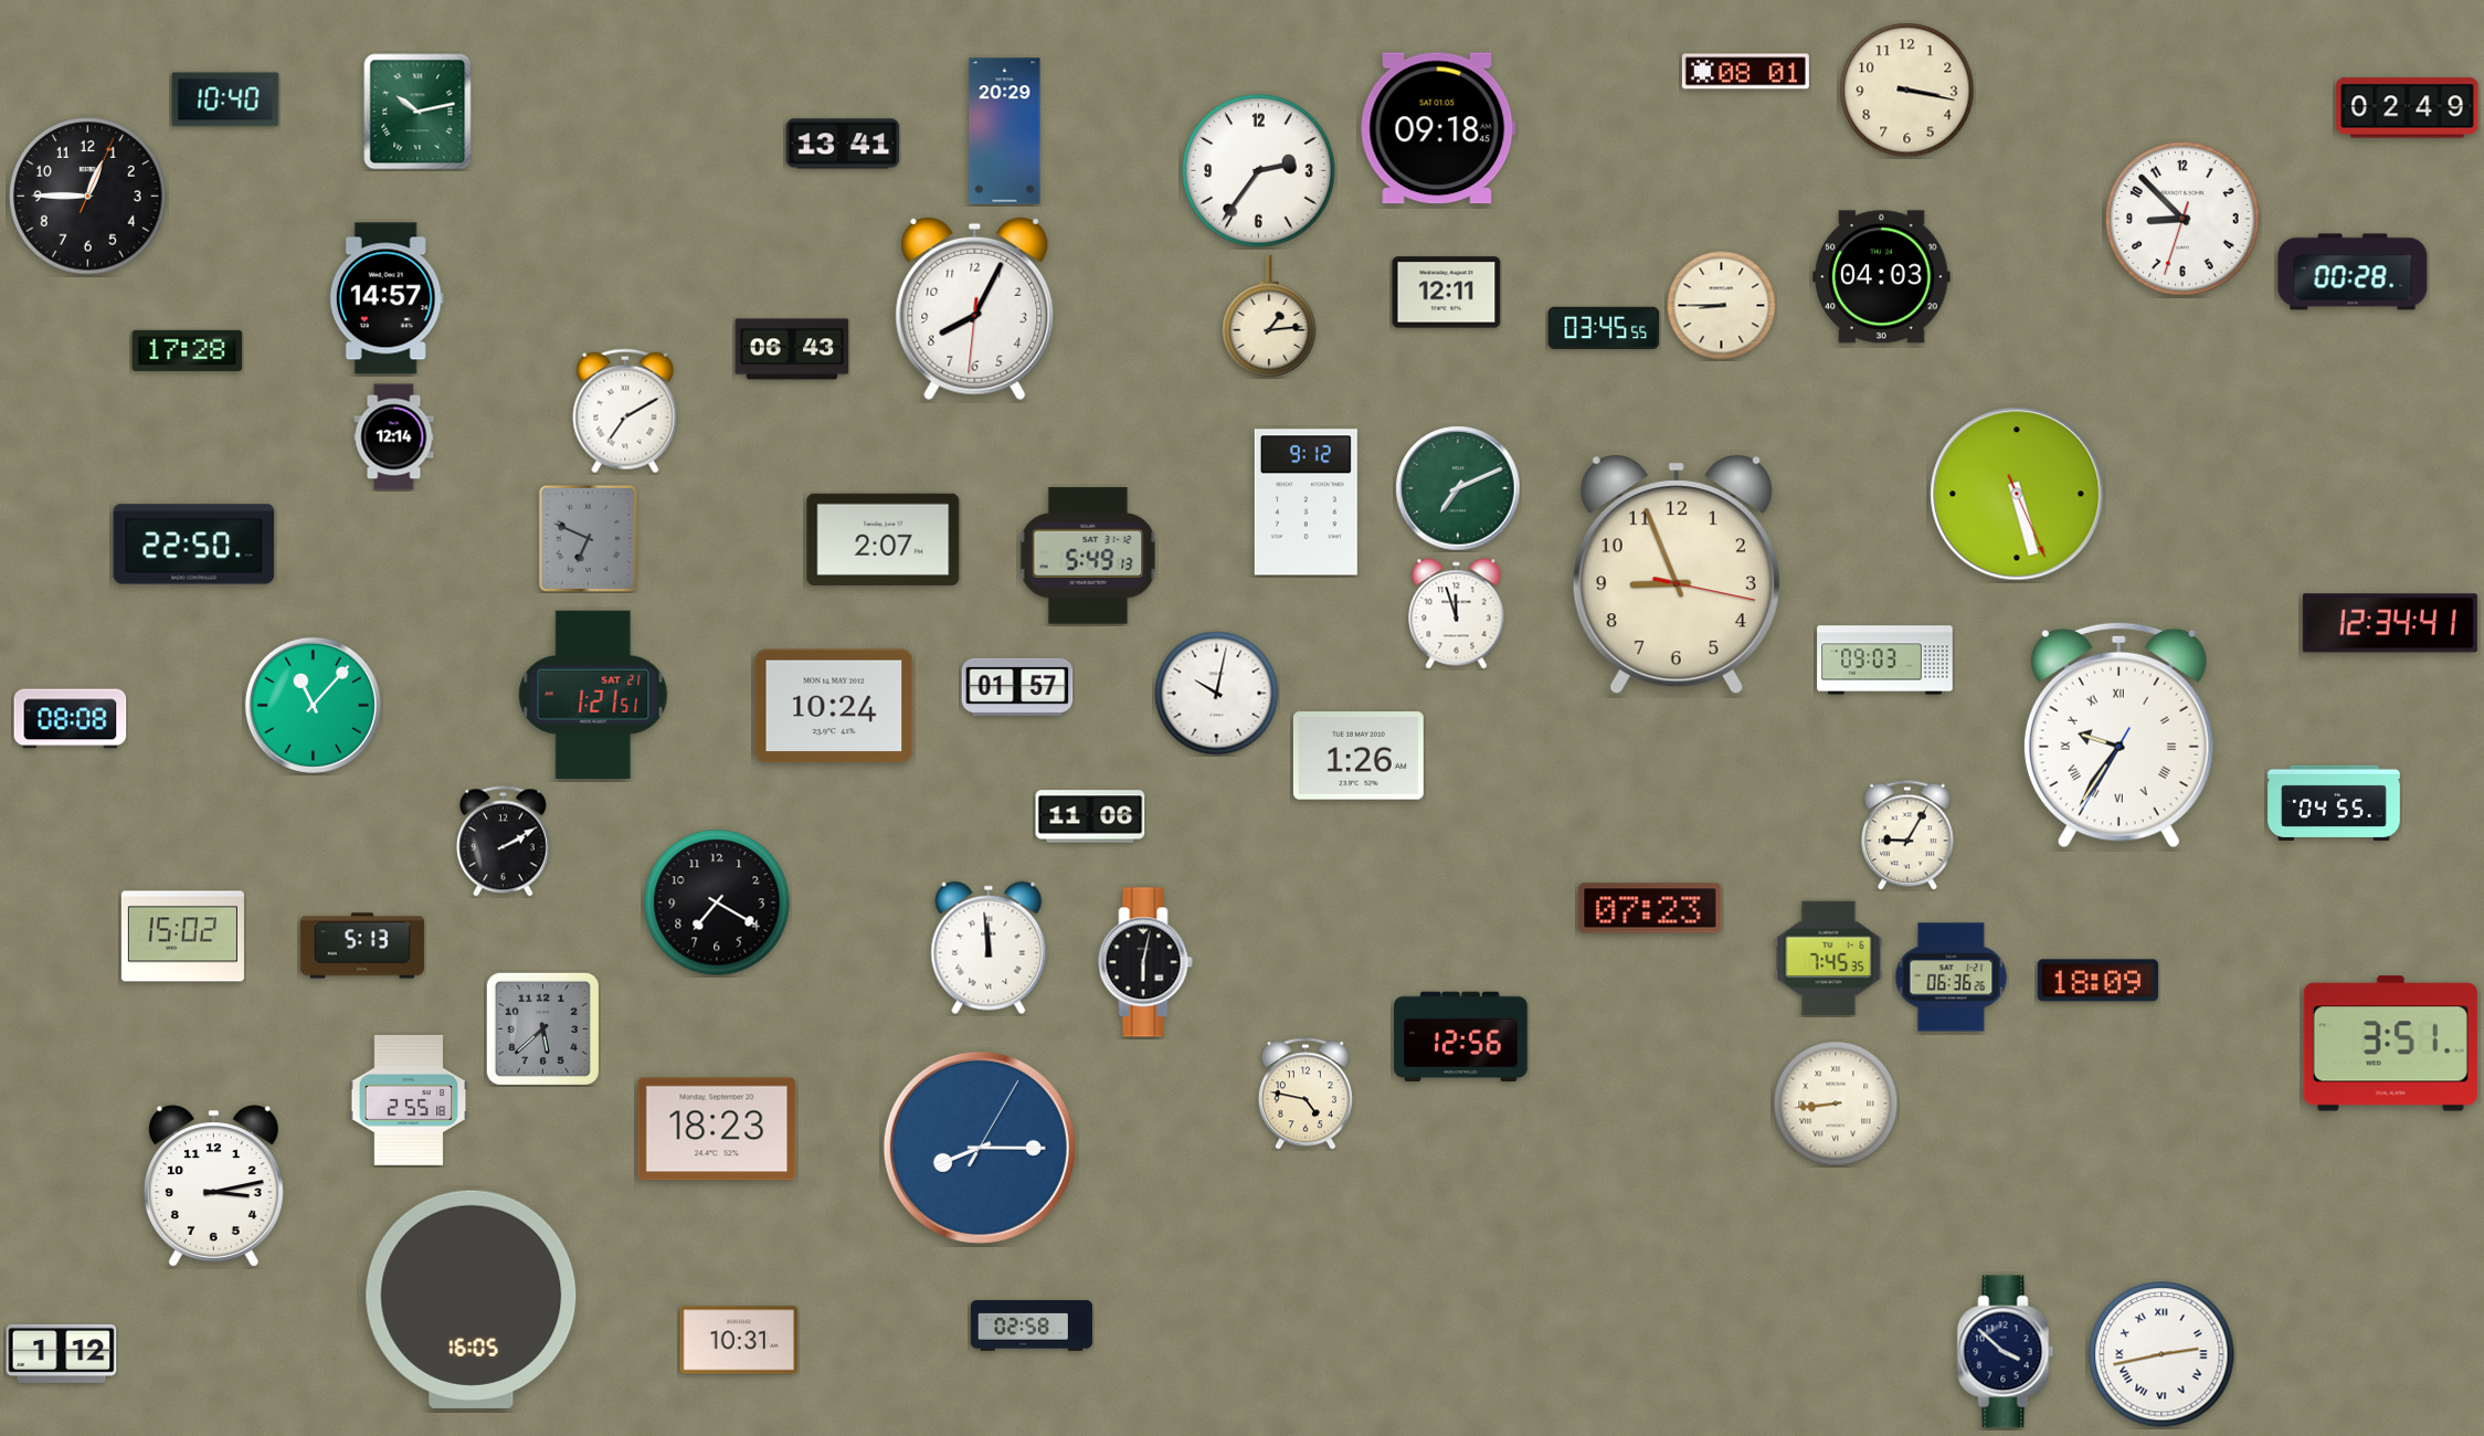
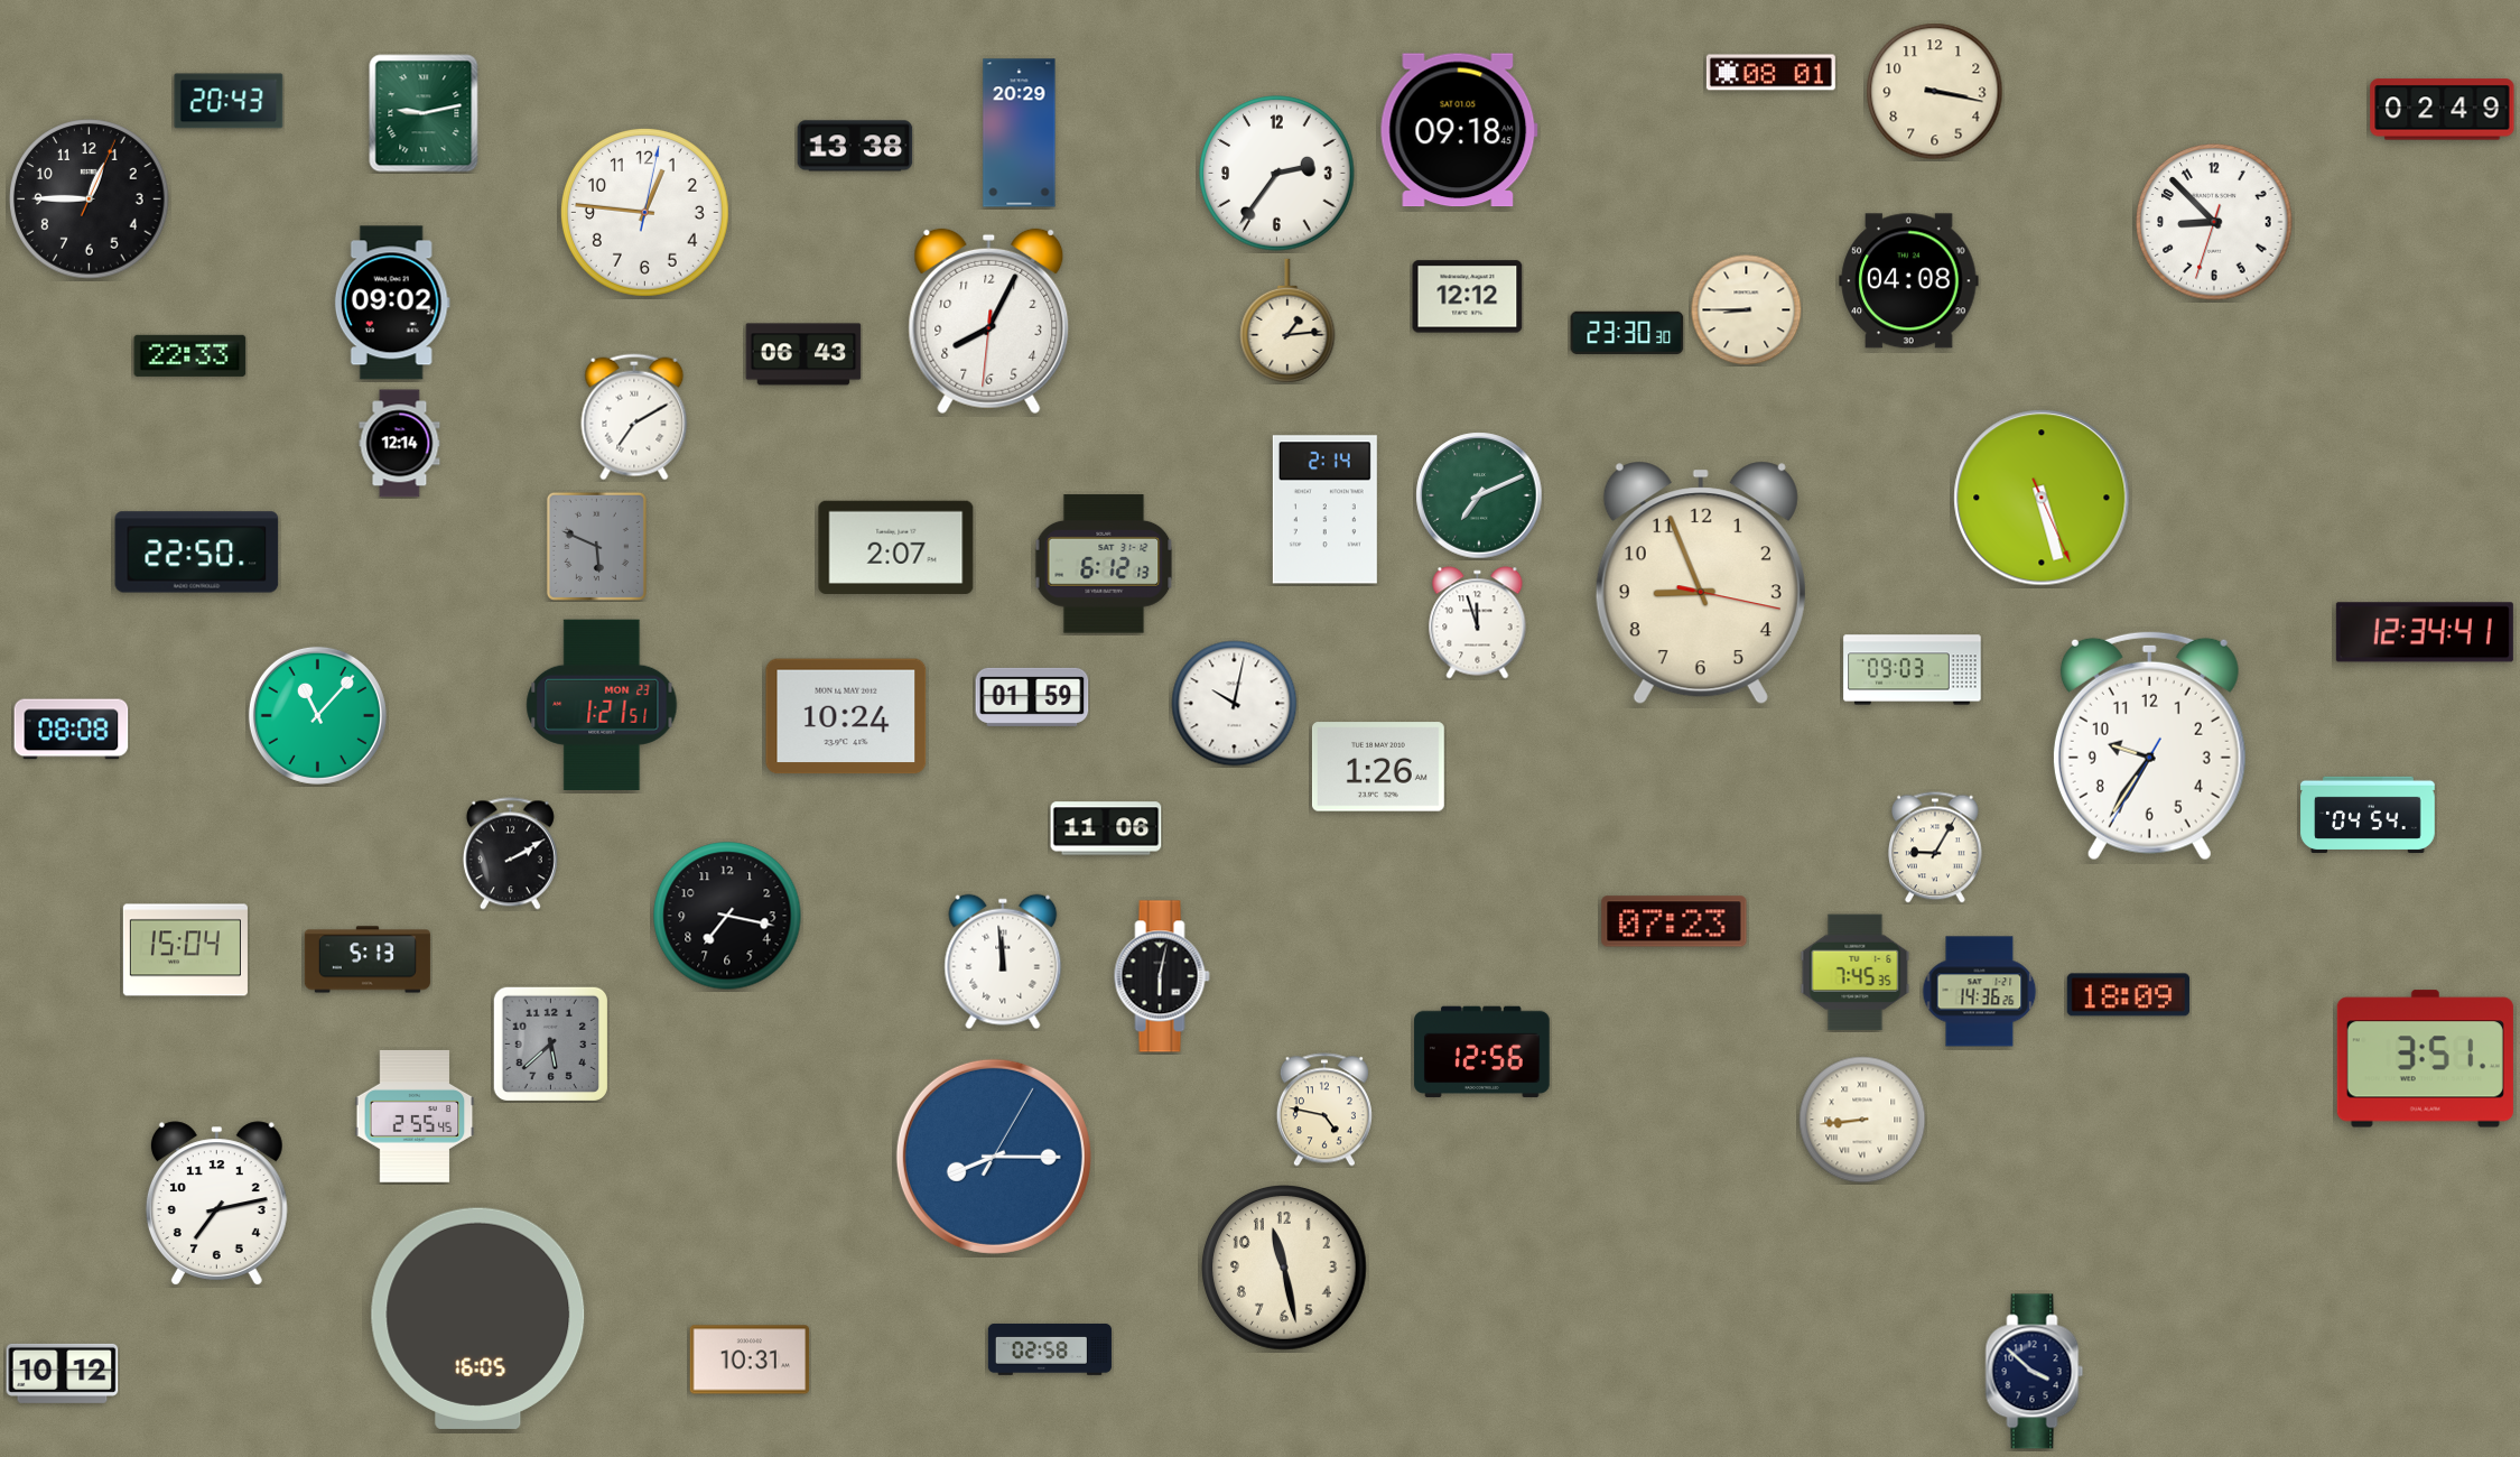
clock at (225, 99): 10:40 -> 20:43
clock at (417, 112): 10:13 -> 9:13
clock at (843, 144): 13:41 -> 13:38
clock at (644, 212): none -> 12:46
clock at (2353, 272): 00:28 -> none
clock at (1882, 277): 04:03 -> 04:08
clock at (1447, 293): 12:11 -> 12:12
clock at (387, 298): 14:57 -> 09:02
clock at (975, 309) position: (975, 309) -> (989, 322)
clock at (1604, 328): 03:45 -> 23:30
clock at (188, 350): 17:28 -> 22:33
clock at (2017, 494) position: (2017, 494) -> (2042, 498)
clock at (1306, 503): 9:12 -> 2:14
clock at (588, 538): 6:49 -> 5:49
clock at (1088, 556): 5:49 -> 6:12
clock at (1017, 687): 01:57 -> 01:59
clock at (593, 695) date: SAT 21 -> MON 23
clock at (2118, 735) numerals: Roman -> Arabic
clock at (2334, 802): 04:55 -> 04:54
clock at (717, 902): 7:20 -> 7:17
clock at (182, 937): 15:02 -> 15:04
clock at (1952, 978): 06:36 -> 14:36
clock at (409, 1100): 2:55:18 -> 2:55:45
clock at (717, 1129): 18:23 -> none
clock at (980, 1148) position: (980, 1148) -> (994, 1157)
clock at (213, 1186): 3:13 -> 7:13
clock at (1285, 1269): none -> 11:28
clock at (1032, 1326) position: (1032, 1326) -> (1050, 1349)
clock at (62, 1353): 1:12 -> 10:12
clock at (2161, 1354): 2:43 -> none
